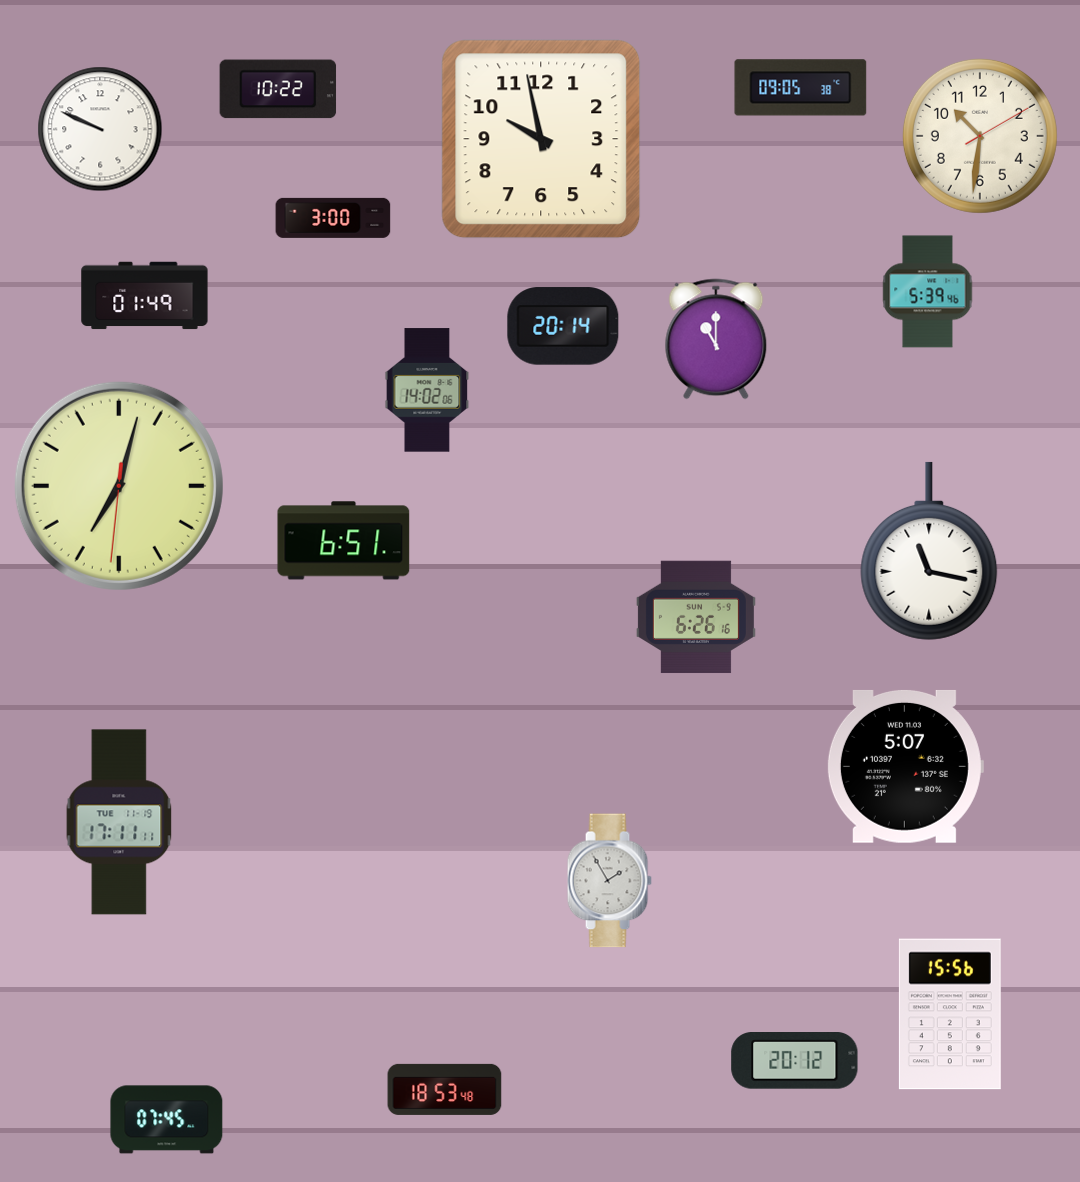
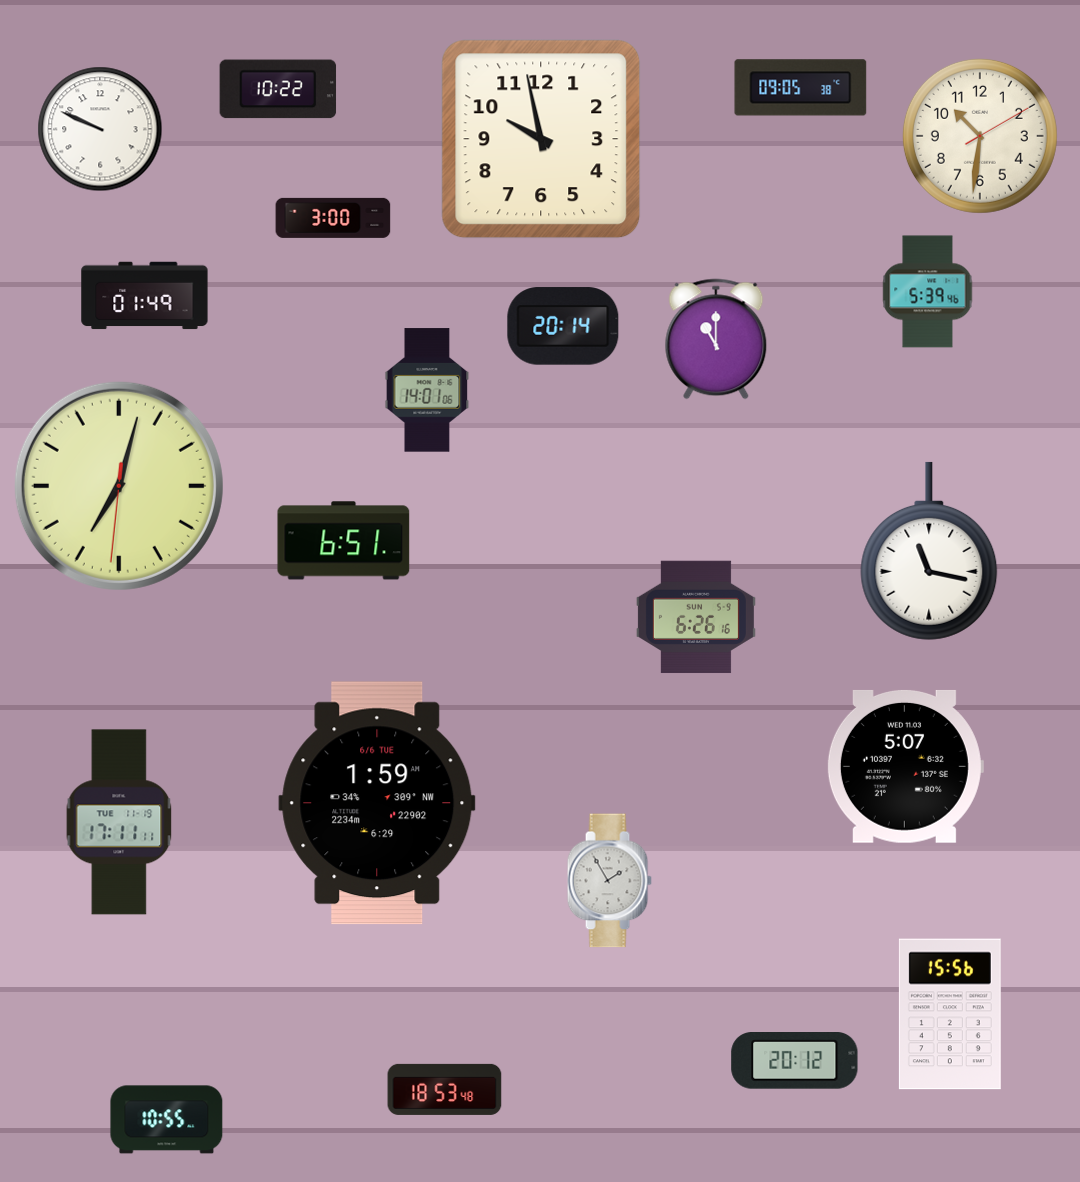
clock at (427, 390): 14:02 -> 14:01
clock at (377, 803): none -> 1:59
clock at (167, 1120): 07:45 -> 10:55
